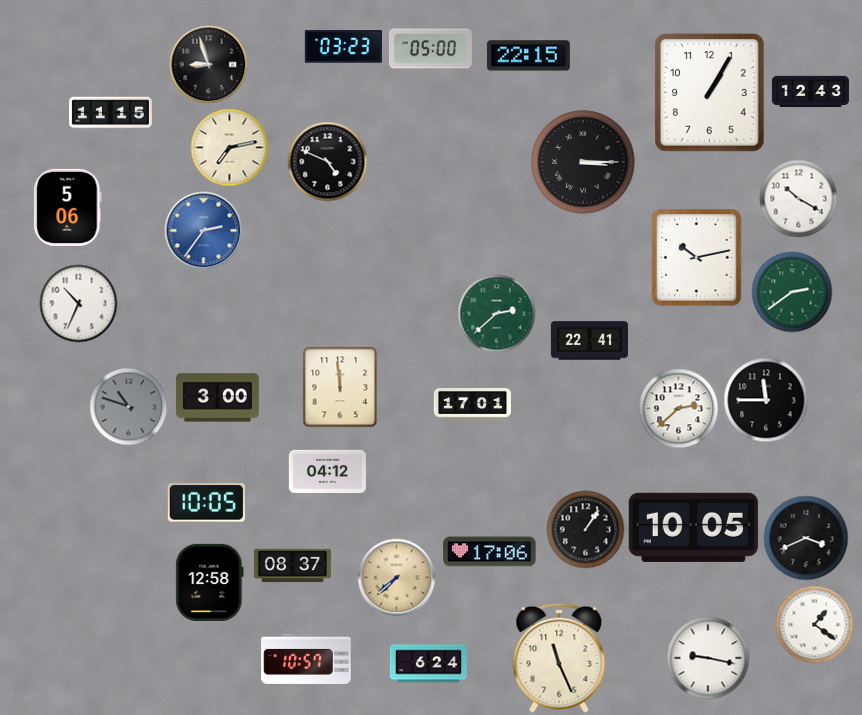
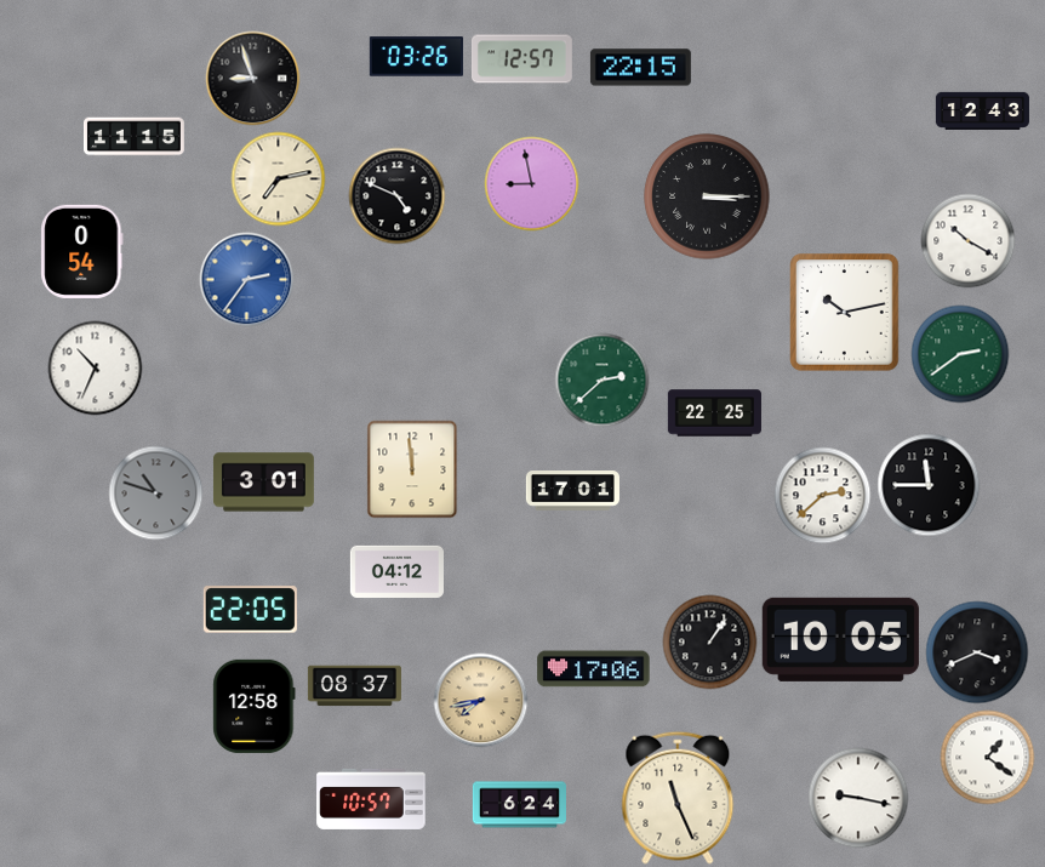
clock at (343, 47): 03:23 -> 03:26
clock at (430, 49): 05:00 -> 12:57
clock at (709, 92): 1:05 -> none
clock at (531, 183): none -> 8:58
clock at (68, 207): 5:06 -> 0:54
clock at (589, 341): 22:41 -> 22:25
clock at (217, 398): 3:00 -> 3:01
clock at (206, 503): 10:05 -> 22:05
clock at (396, 577): 7:38 -> 7:43
